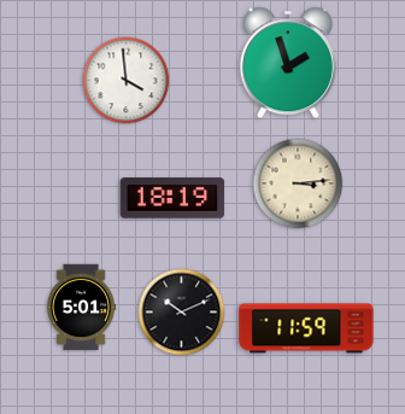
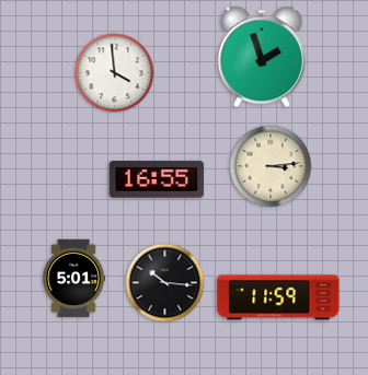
clock at (172, 198): 18:19 -> 16:55
clock at (182, 313): 10:11 -> 10:16
